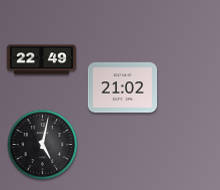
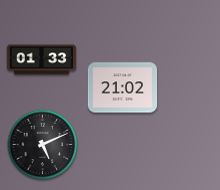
clock at (42, 60): 22:49 -> 01:33
clock at (43, 145): 5:02 -> 5:11
